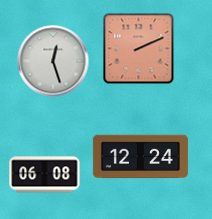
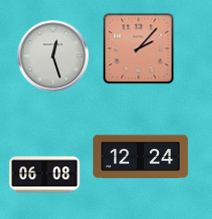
clock at (139, 49): 2:11 -> 2:07
clock at (53, 61) position: (53, 61) -> (53, 56)
